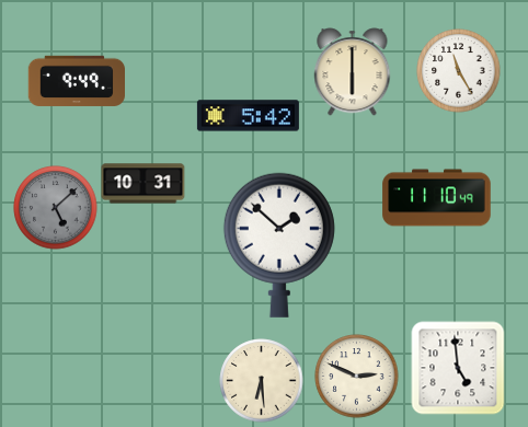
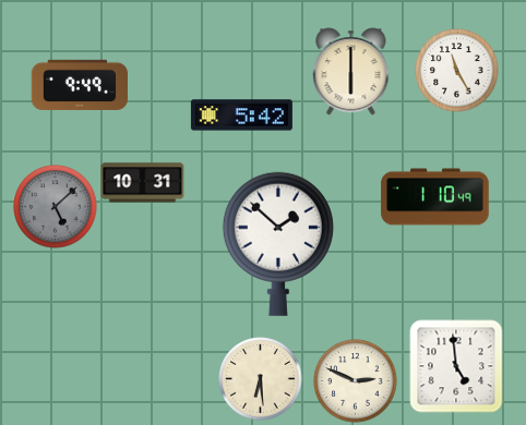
clock at (76, 80) position: (76, 80) -> (79, 84)
clock at (248, 116) position: (248, 116) -> (241, 116)
clock at (437, 198): 11:10 -> 1:10
clock at (357, 377) position: (357, 377) -> (356, 381)
